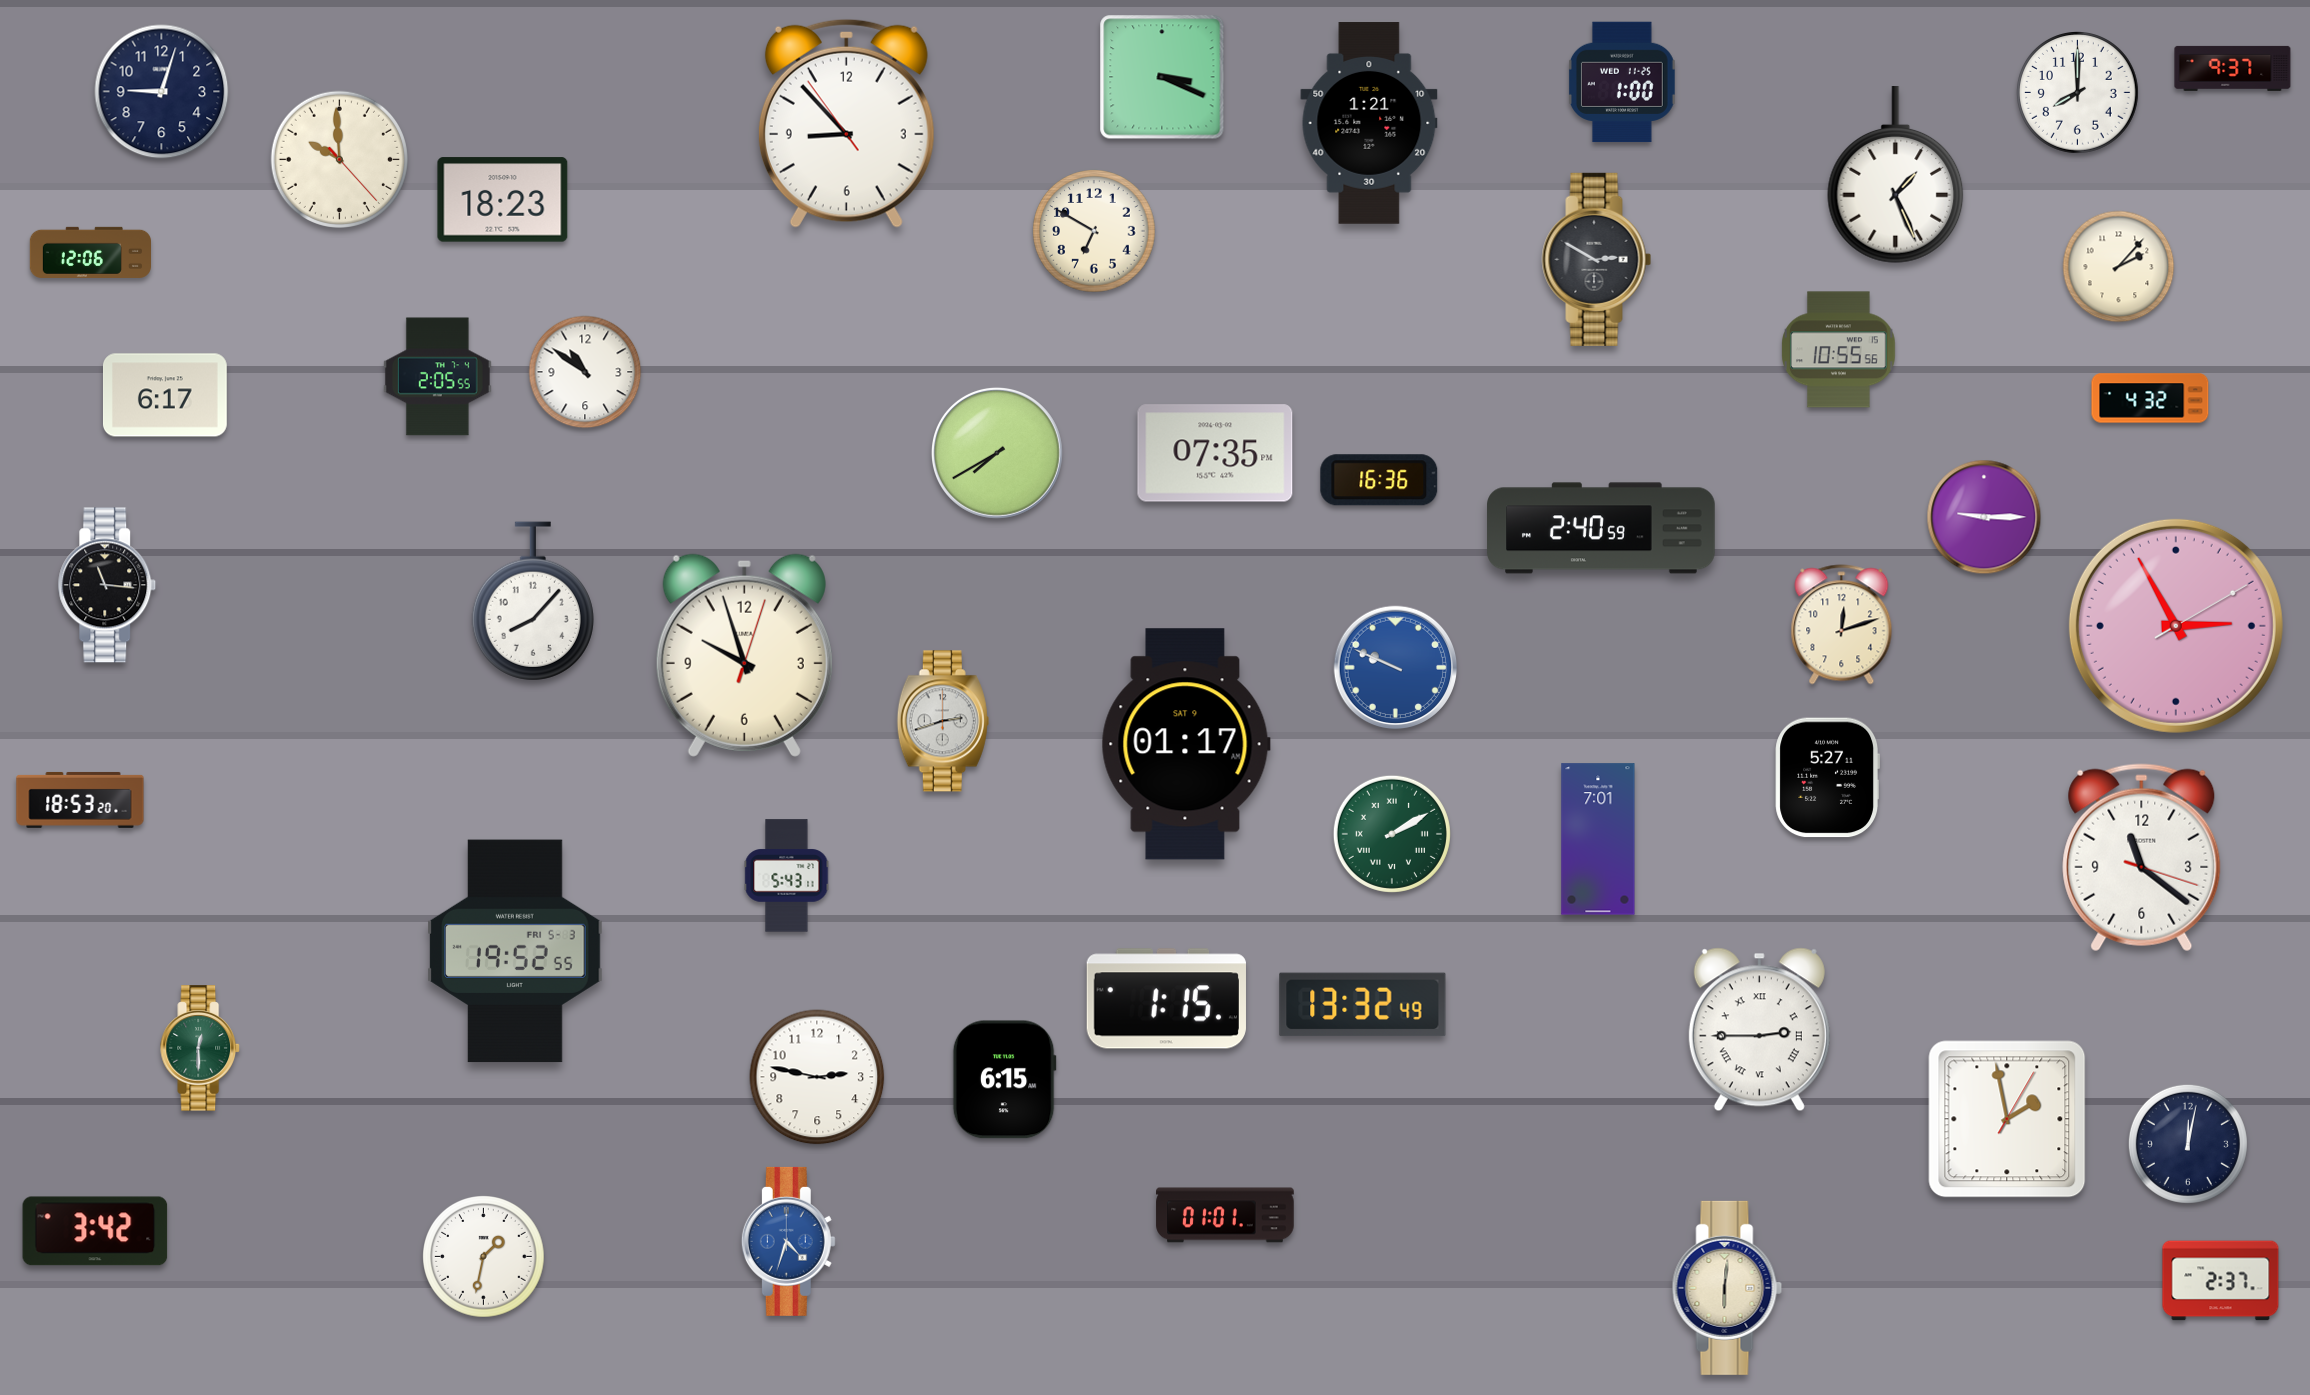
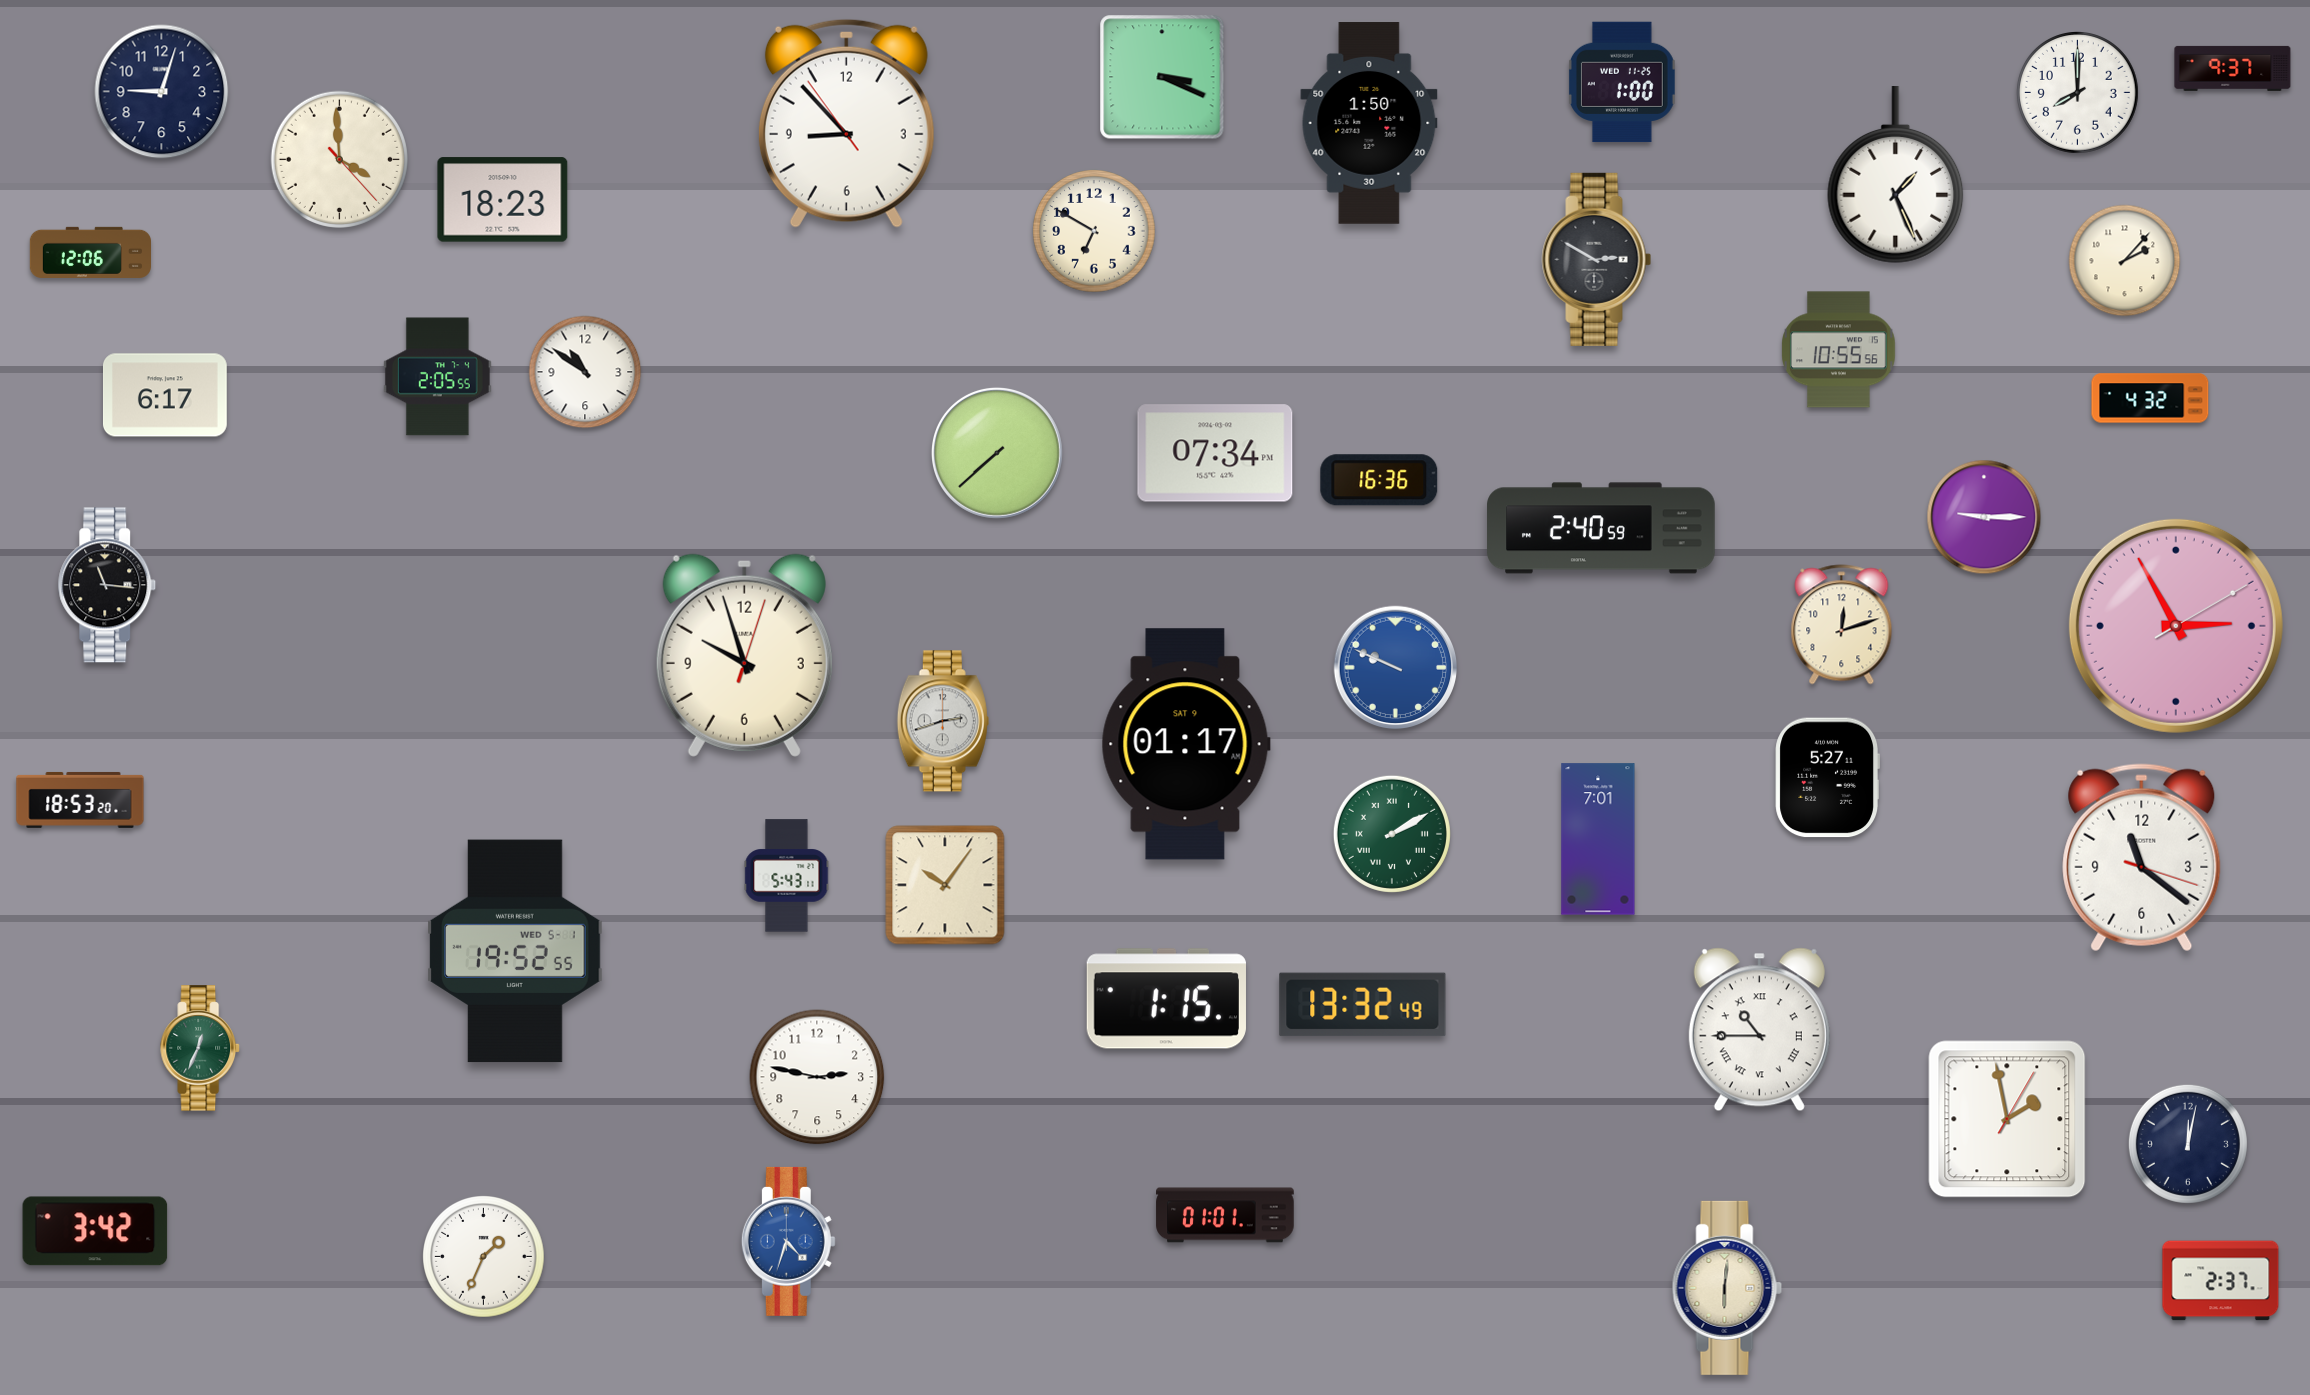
clock at (1369, 123): 1:21 -> 1:50
clock at (339, 159): 9:59 -> 3:59
clock at (2119, 267) position: (2119, 267) -> (2125, 261)
clock at (997, 453): 7:40 -> 7:38
clock at (1215, 453): 07:35 -> 07:34
clock at (533, 601): 8:07 -> none
clock at (945, 885): none -> 10:06
clock at (515, 951) date: FRI 5-3 -> WED 5-1
clock at (1759, 1030): 2:45 -> 10:45
clock at (200, 1048): 12:30 -> 12:34
clock at (1004, 1080): 6:15 -> none
clock at (484, 1257): 1:32 -> 1:34
